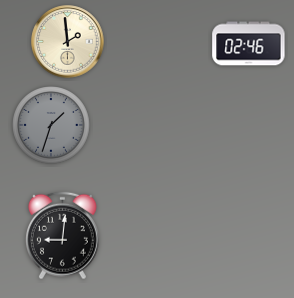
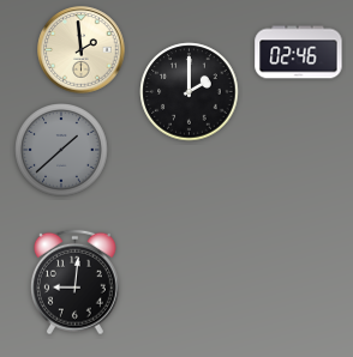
clock at (190, 92): none -> 2:00
clock at (51, 125): 1:33 -> 1:38
